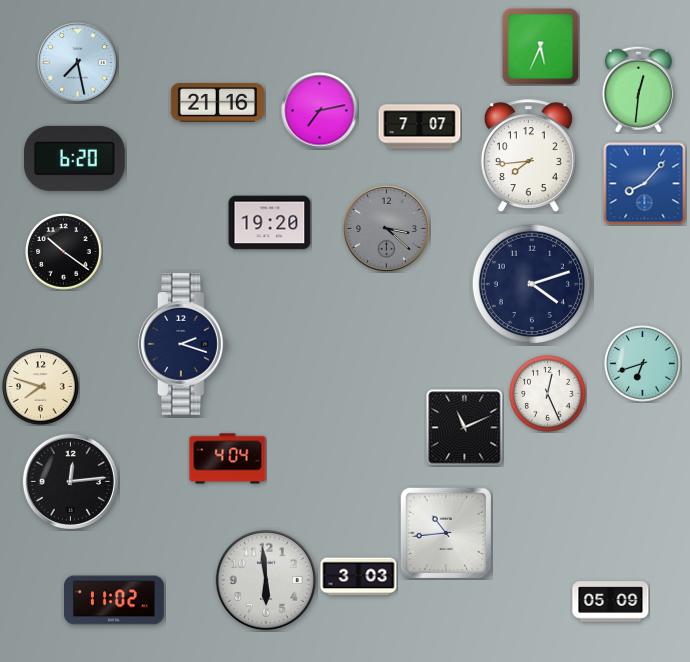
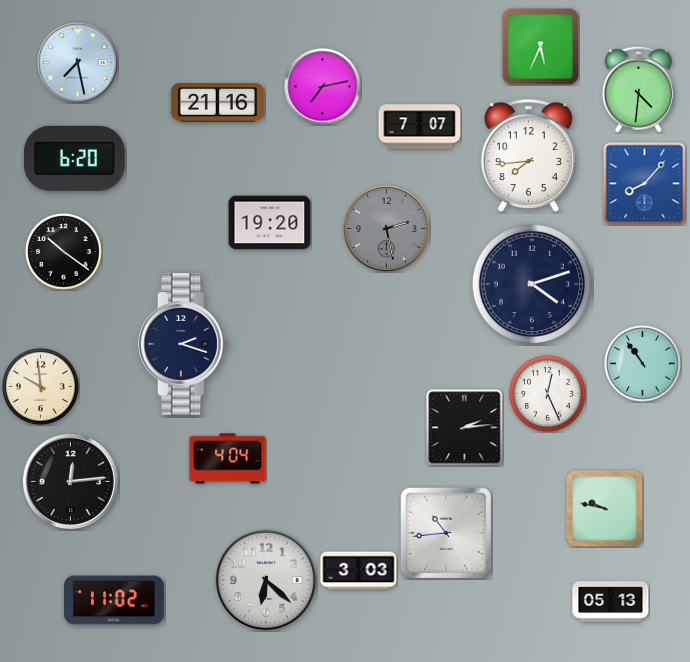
clock at (638, 89): 12:31 -> 4:31
clock at (320, 111) position: (320, 111) -> (323, 87)
clock at (387, 229): 3:22 -> 2:28
clock at (643, 364): 6:42 -> 10:54
clock at (41, 387): 7:48 -> 9:59
clock at (465, 428): 11:11 -> 2:14
clock at (604, 508): none -> 9:47
clock at (359, 577) position: (359, 577) -> (359, 571)
clock at (266, 580): 5:59 -> 6:22
clock at (611, 602): 05:09 -> 05:13
